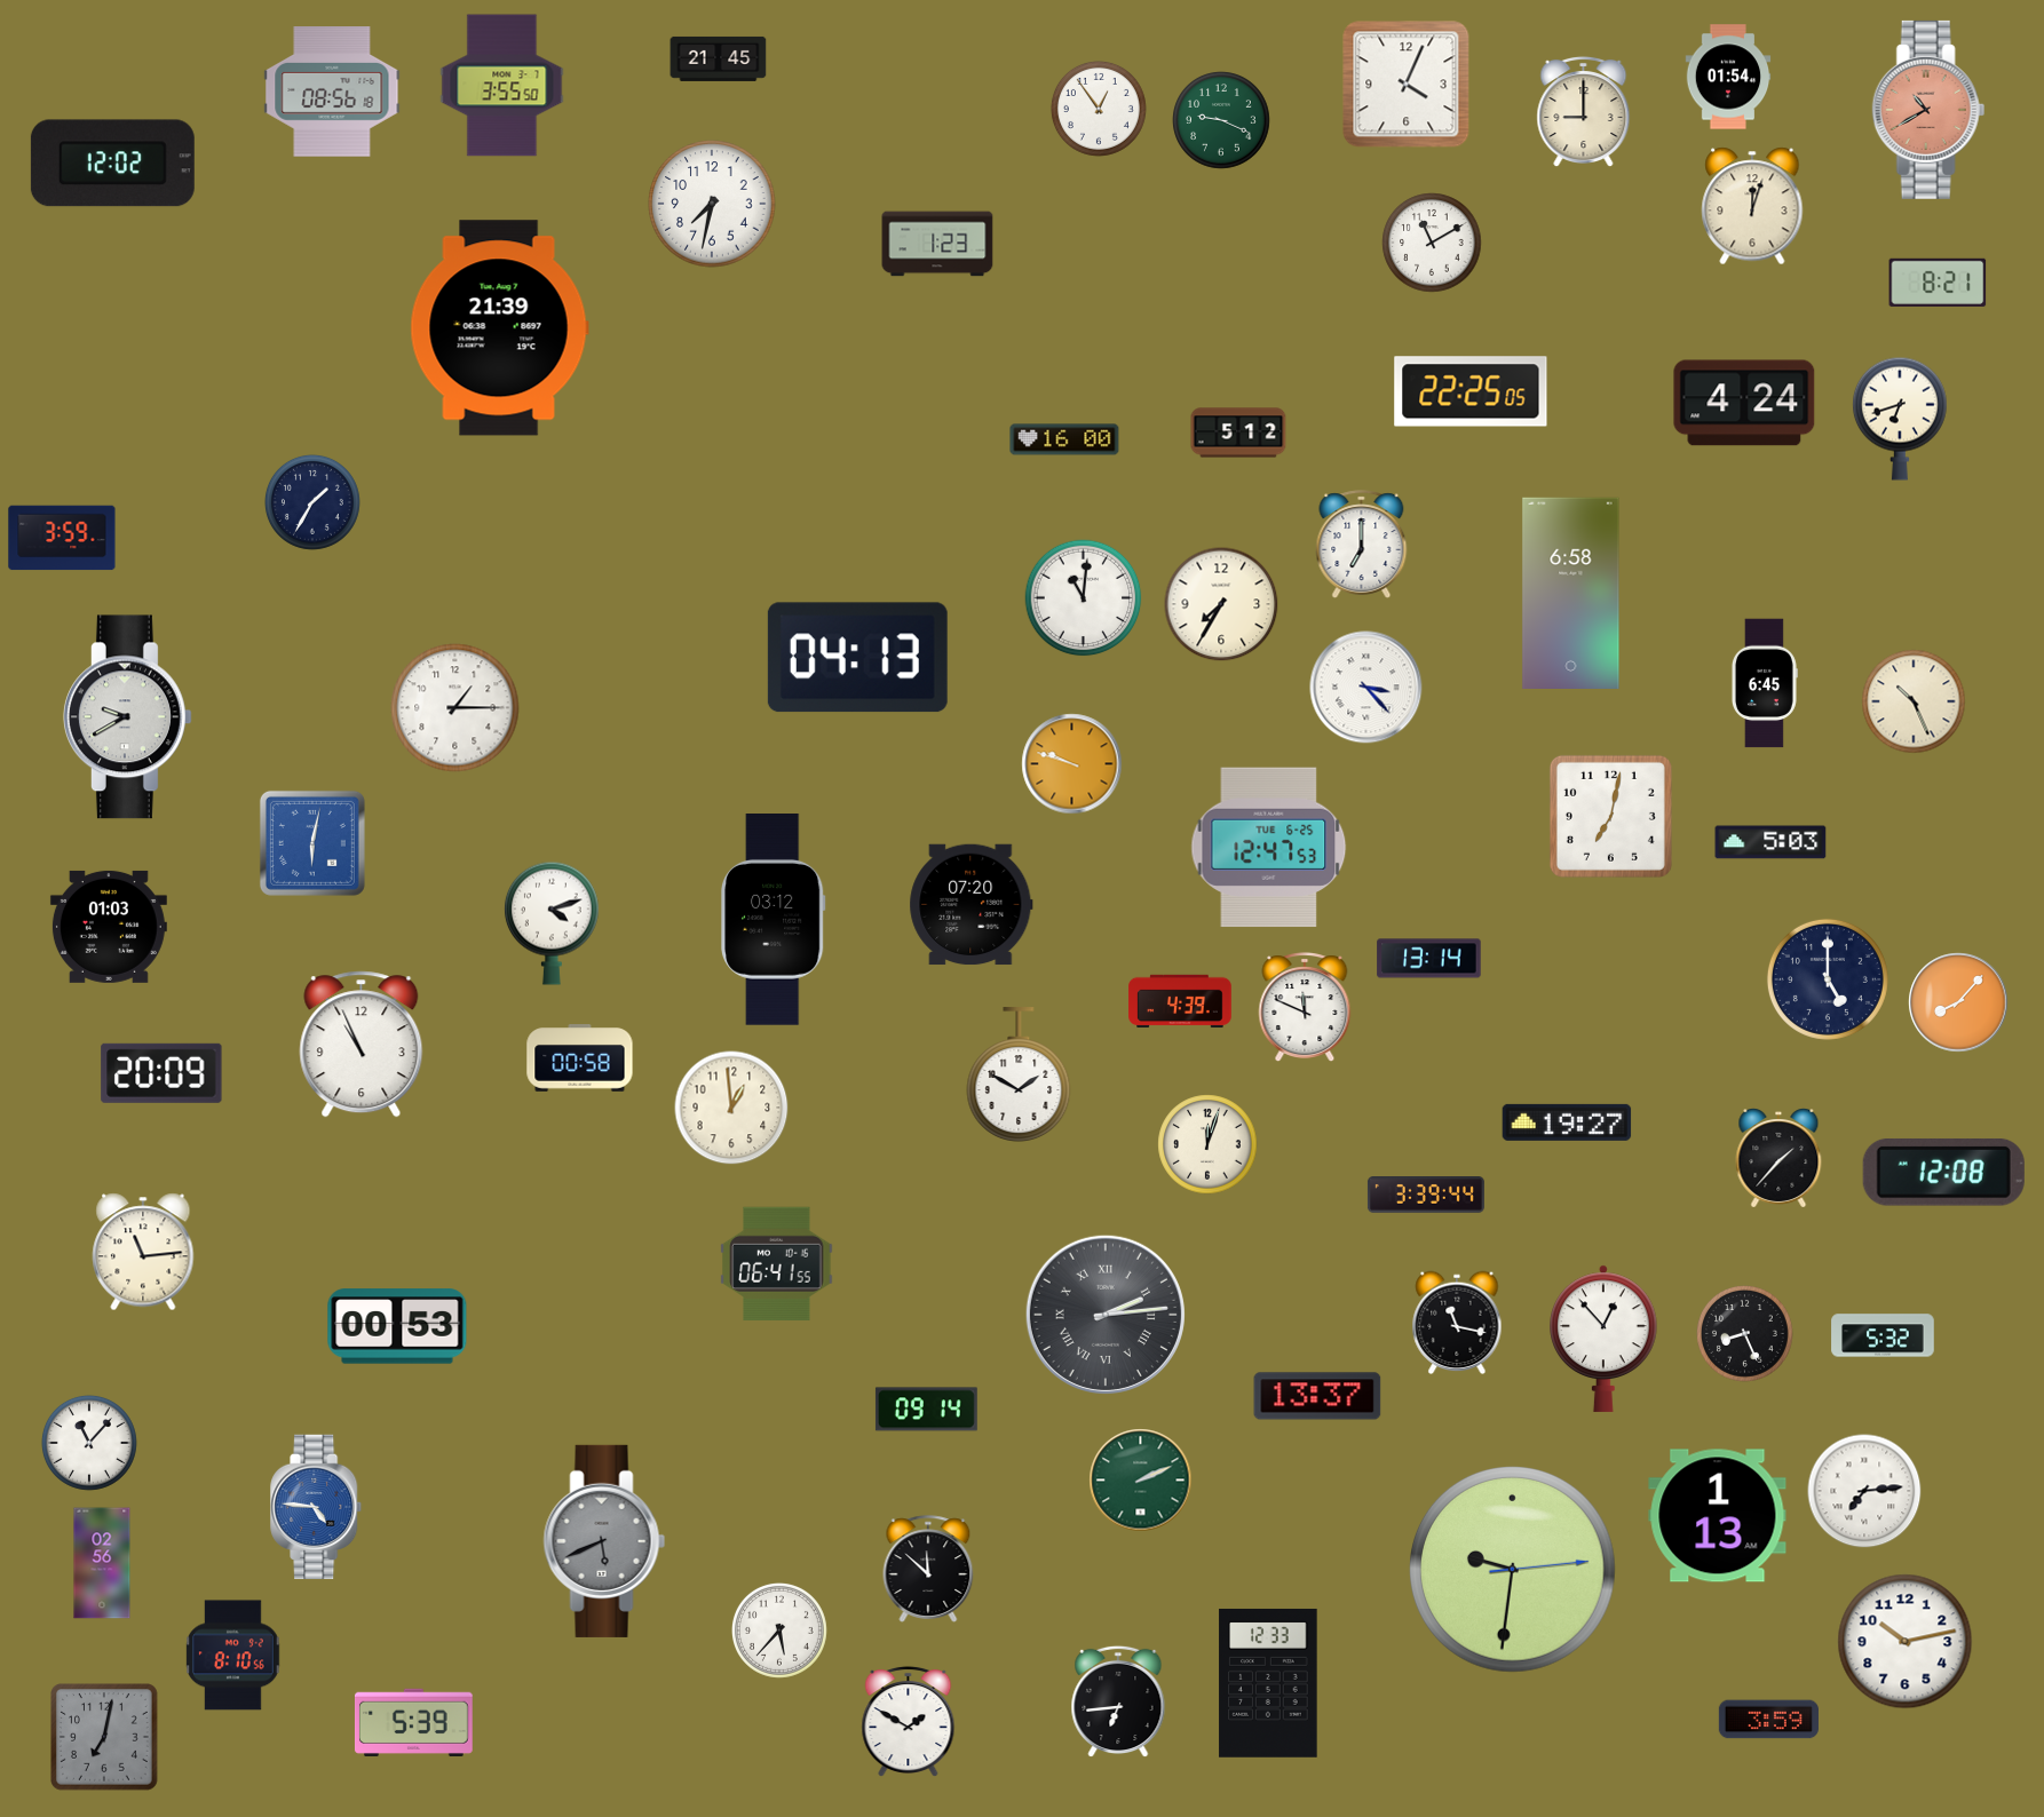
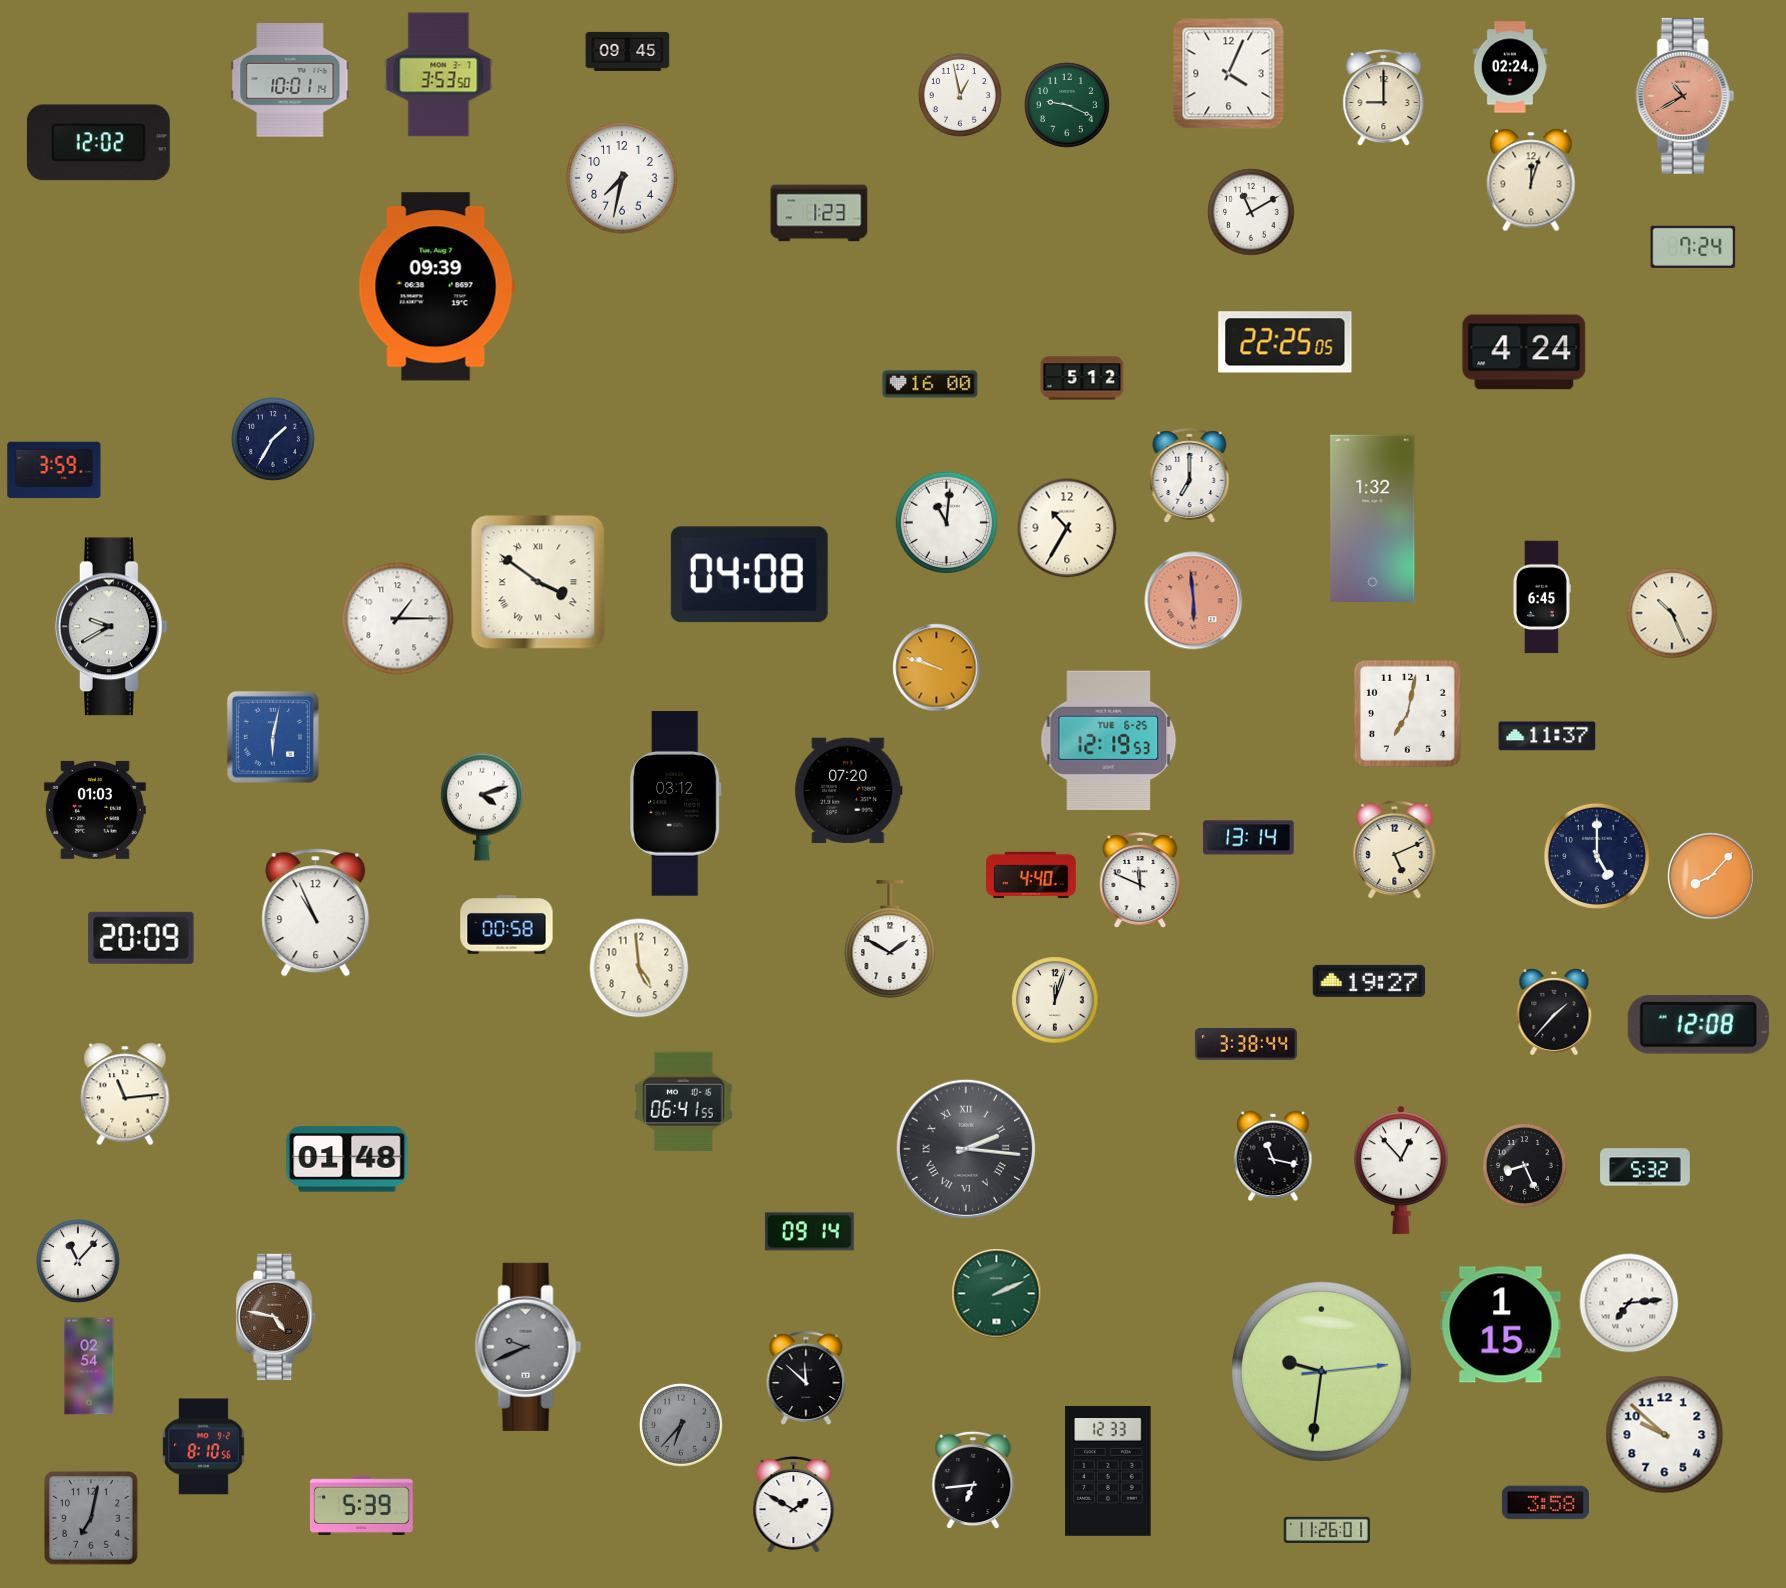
clock at (719, 58): 21:45 -> 09:45
clock at (1728, 77): 01:54 -> 02:24
clock at (502, 86): 3:55 -> 3:53
clock at (332, 92): 08:56 -> 10:01
clock at (1099, 109): 12:54 -> 12:58
clock at (1938, 283): 8:21 -> 7:24
clock at (499, 328): 21:39 -> 09:39
clock at (1900, 419): 6:42 -> none
clock at (1571, 593): 6:58 -> 1:32
clock at (1221, 604): 7:35 -> 10:35
clock at (857, 658): 04:13 -> 04:08
clock at (538, 582): none -> 3:51
clock at (1366, 688): 3:23 -> 5:59
clock at (1366, 688) dial: white -> salmon
clock at (1770, 842): 5:03 -> 11:37
clock at (1269, 848): 12:47 -> 12:19
clock at (1395, 850): none -> 5:11
clock at (1180, 1001): 4:39 -> 4:40
clock at (731, 1108): 12:59 -> 4:59
clock at (1426, 1196): 3:39 -> 3:38
clock at (777, 1264) position: (777, 1264) -> (684, 1102)
clock at (1106, 1315): 2:14 -> 2:16
clock at (397, 1326): 00:53 -> 01:48
clock at (1317, 1396): 13:37 -> none
clock at (317, 1507): 4:46 -> 4:47
clock at (317, 1507) dial: blue -> brown
clock at (1718, 1516): 1:13 -> 1:15
clock at (604, 1541): 5:41 -> 9:41
clock at (102, 1563): 02:56 -> 02:54
clock at (928, 1569) position: (928, 1569) -> (806, 1378)
clock at (779, 1630): 5:37 -> 6:37
clock at (779, 1630) dial: white -> grey
clock at (1906, 1642): 10:13 -> 9:52
clock at (1118, 1701) position: (1118, 1701) -> (973, 1480)
clock at (1768, 1720): 3:59 -> 3:58
clock at (1326, 1530): none -> 11:26
